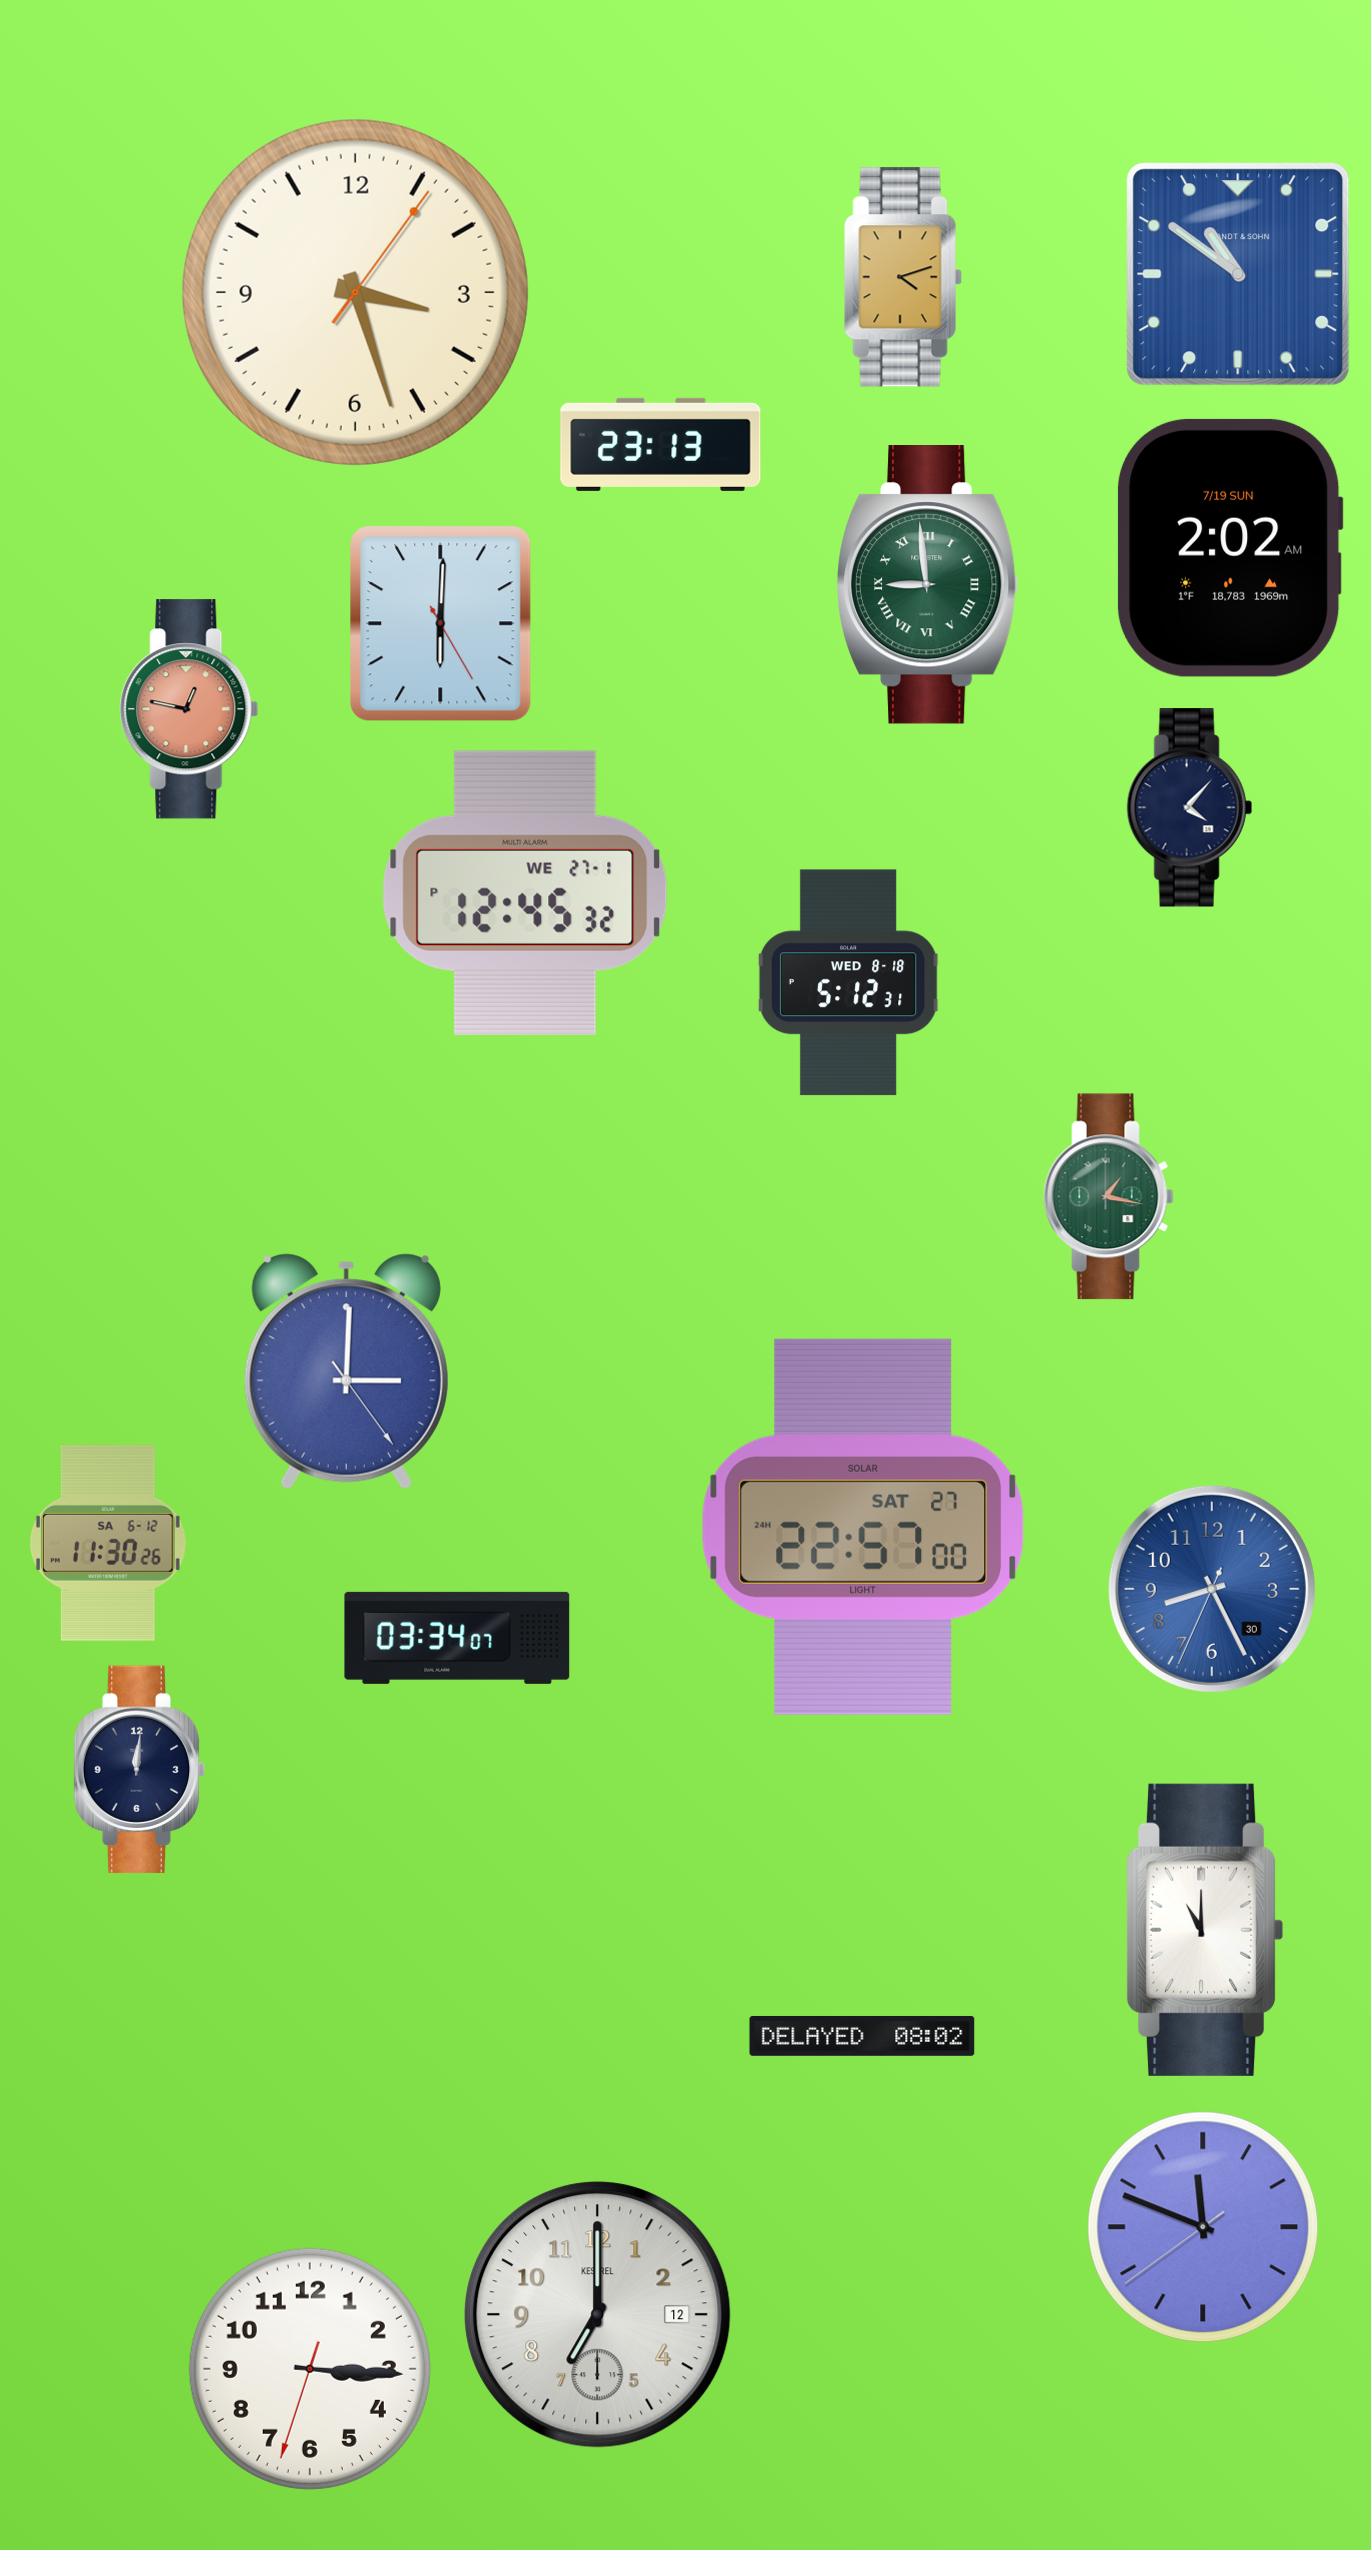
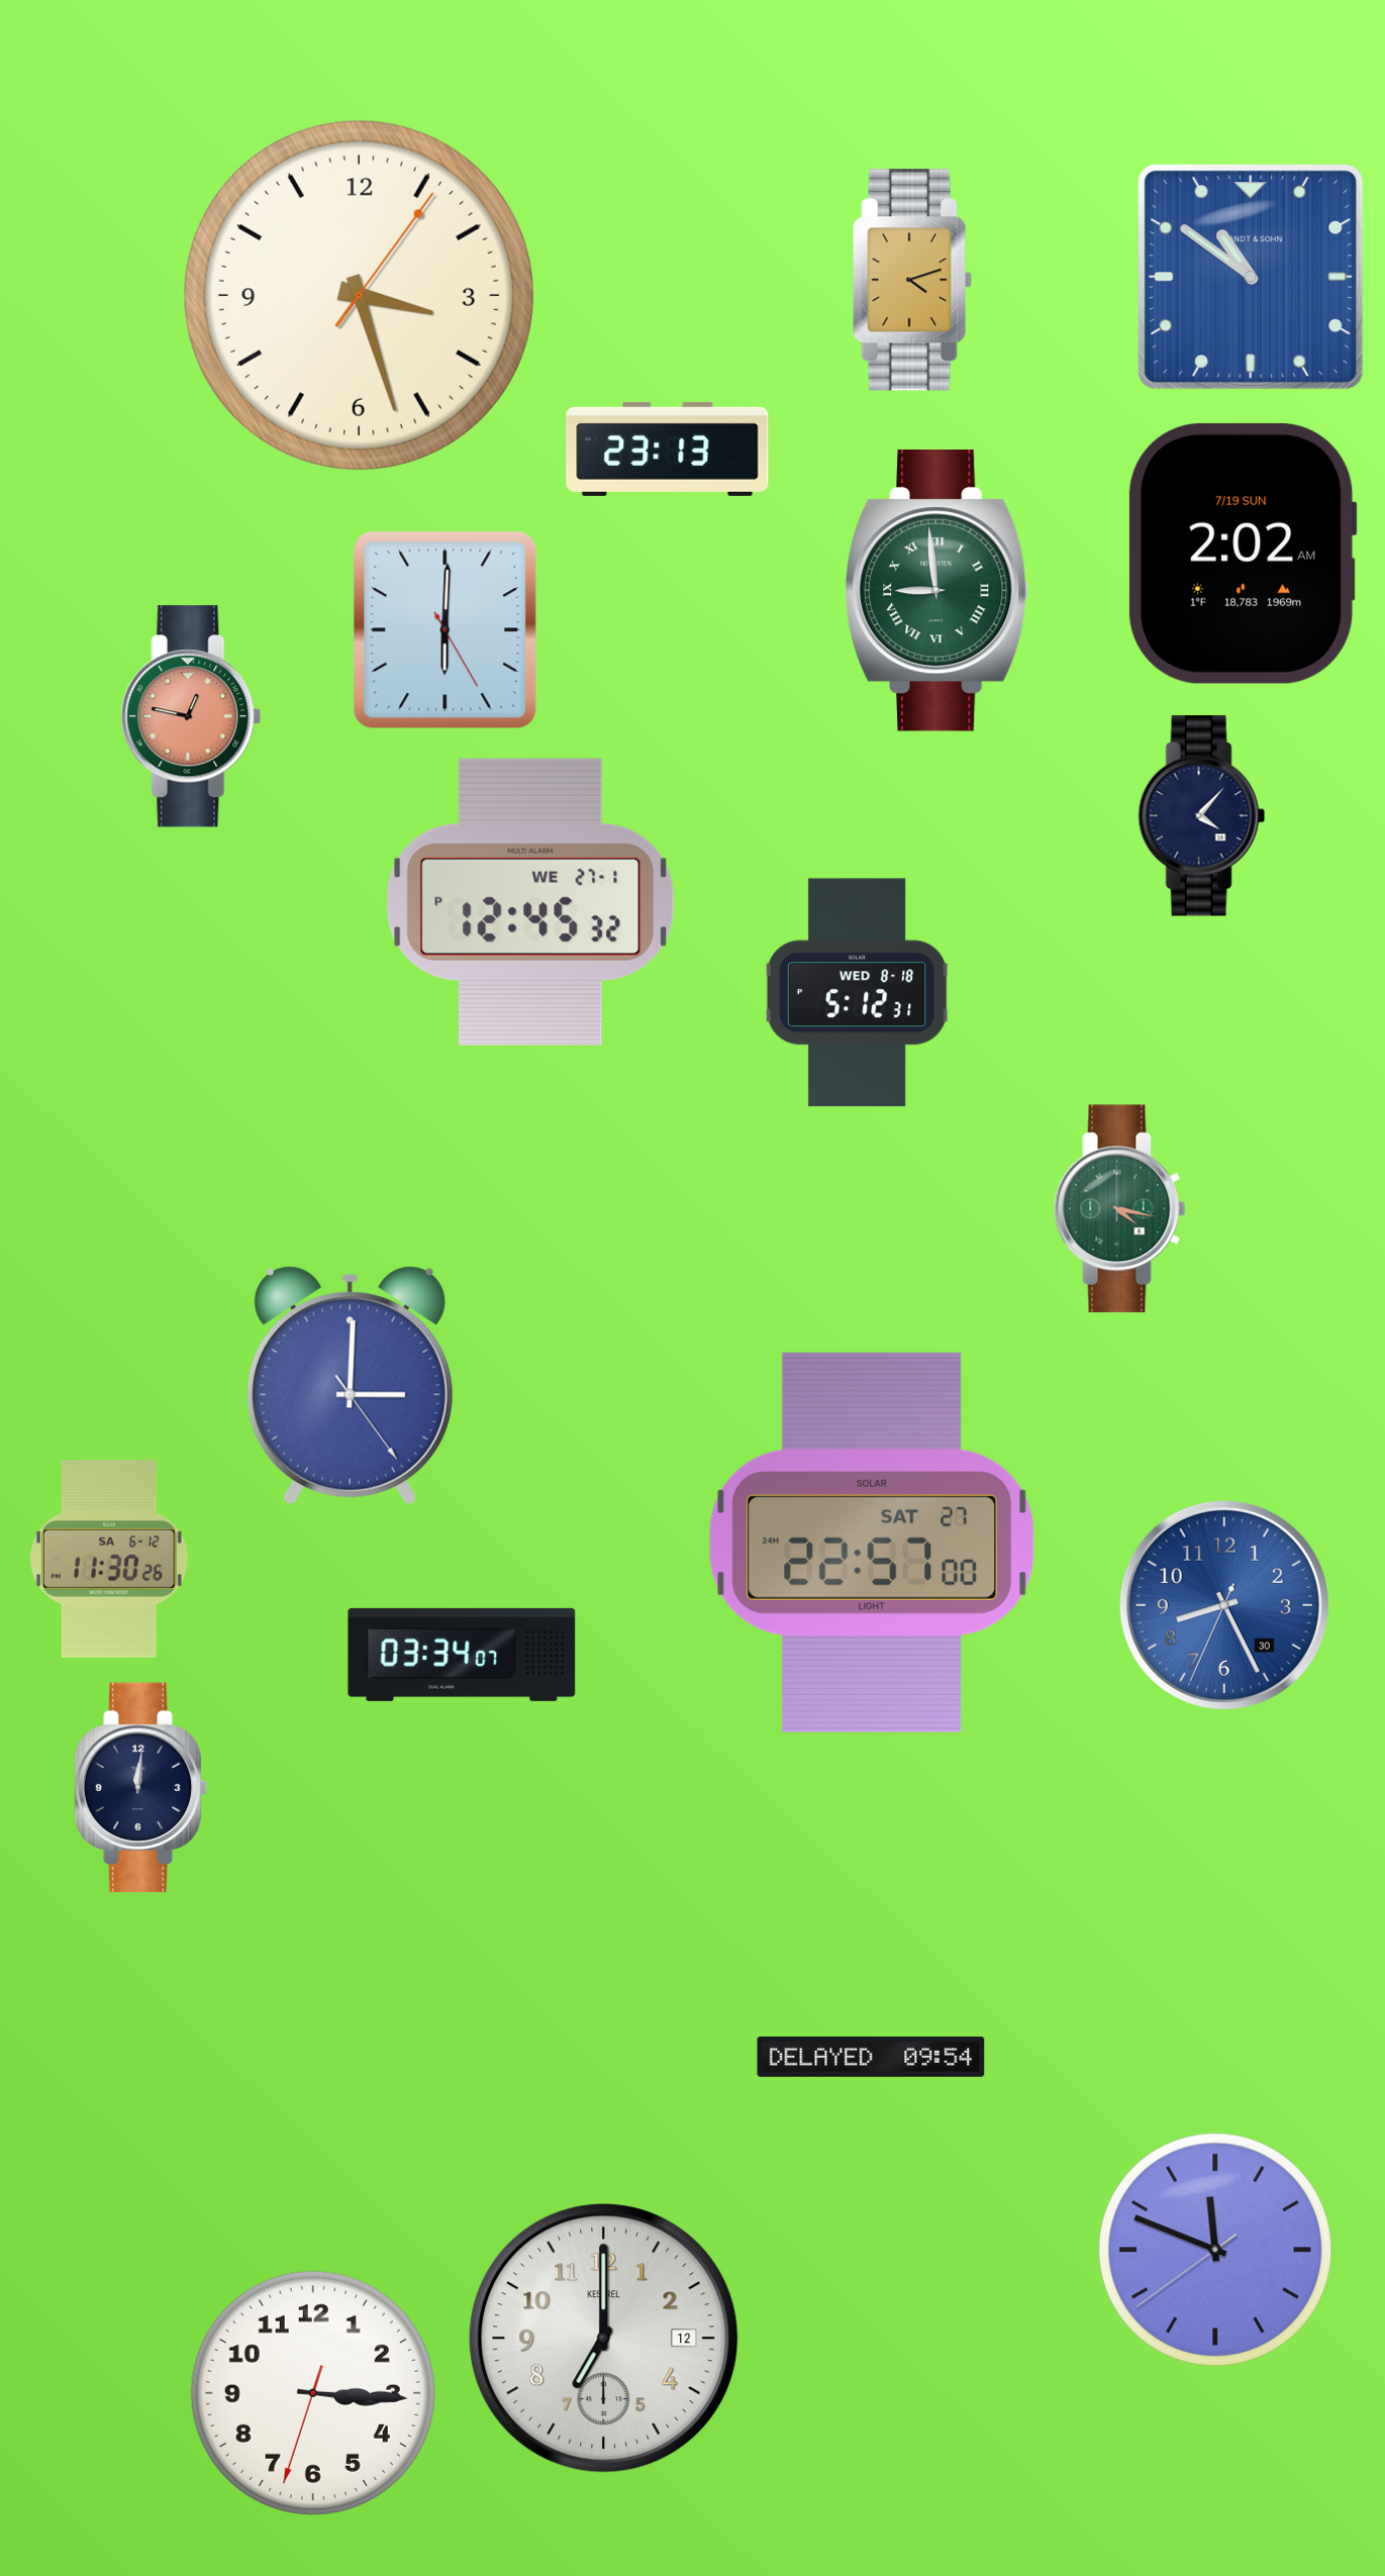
clock at (1109, 1197): 1:17 -> 4:17
clock at (1205, 1930): 11:00 -> none
clock at (862, 2036): 08:02 -> 09:54
